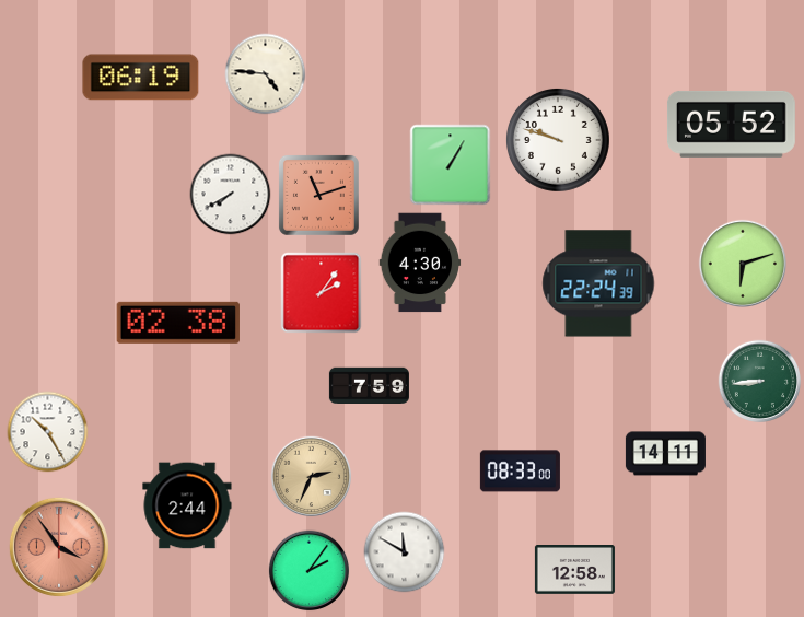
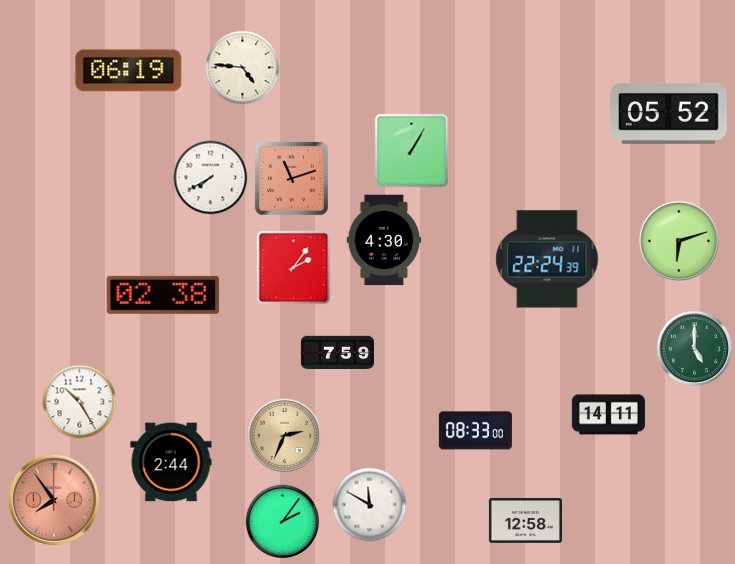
clock at (558, 140): 9:48 -> none
clock at (760, 382): 8:44 -> 5:00
clock at (48, 432) position: (48, 432) -> (80, 402)
clock at (59, 547): 3:54 -> 7:54
